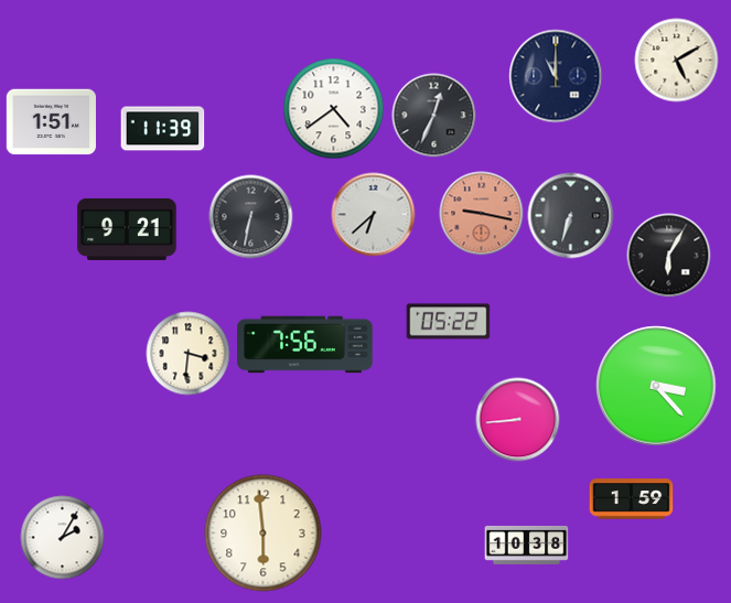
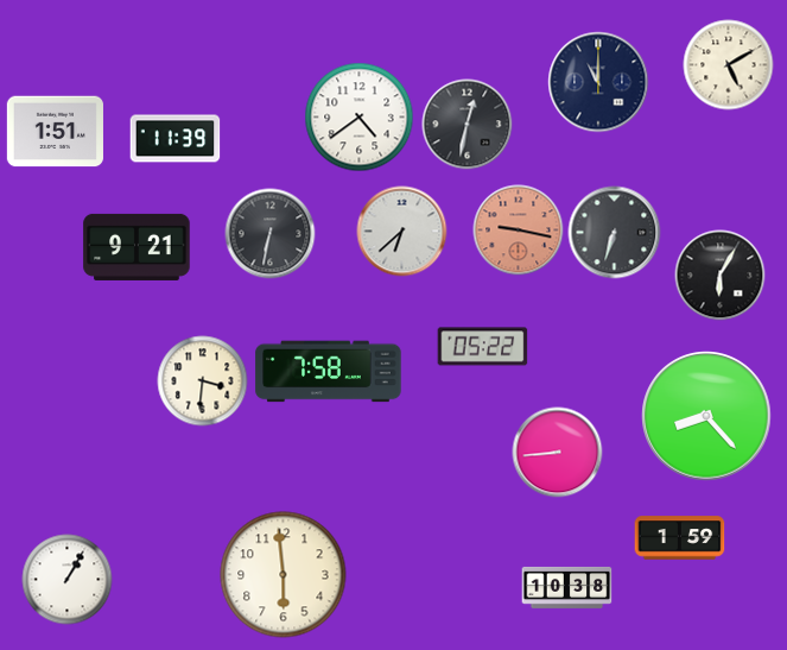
clock at (434, 116): 12:34 -> 12:32
clock at (305, 345): 7:56 -> 7:58
clock at (656, 386): 3:23 -> 8:23
clock at (63, 538): 2:05 -> 1:05
